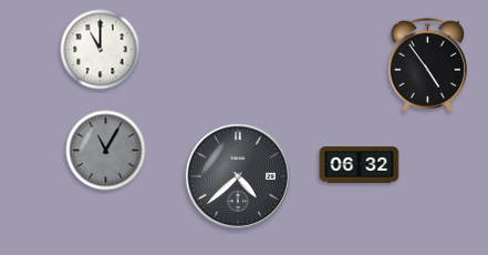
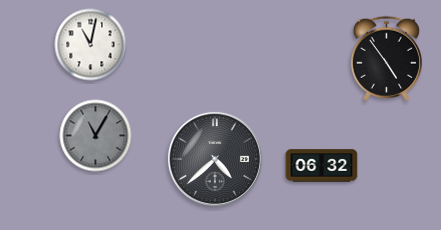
clock at (101, 50): 11:00 -> 11:02
clock at (360, 165) position: (360, 165) -> (322, 166)
